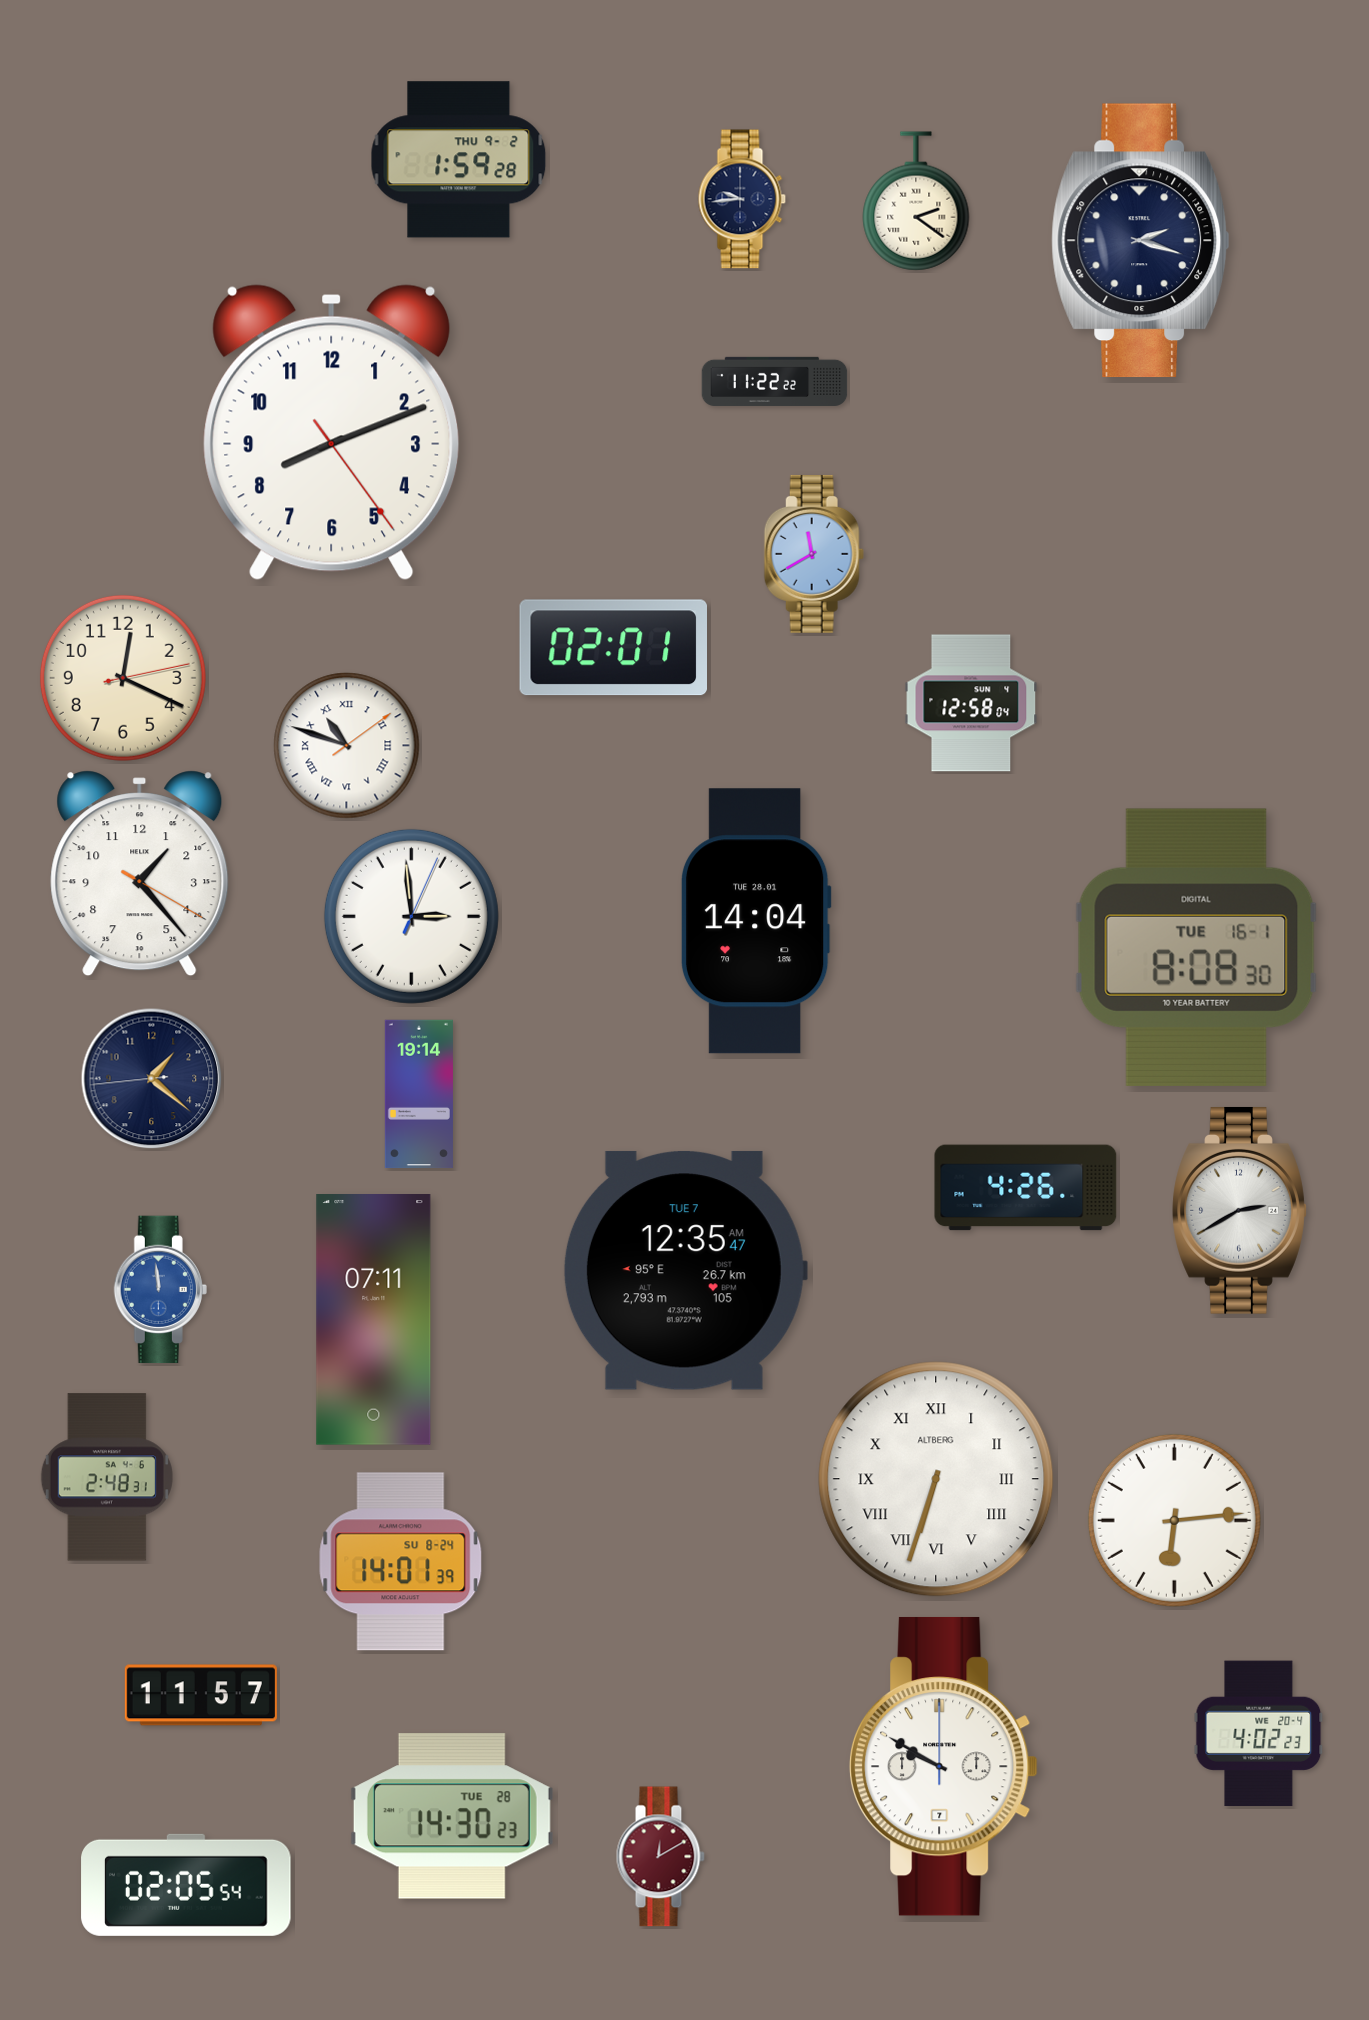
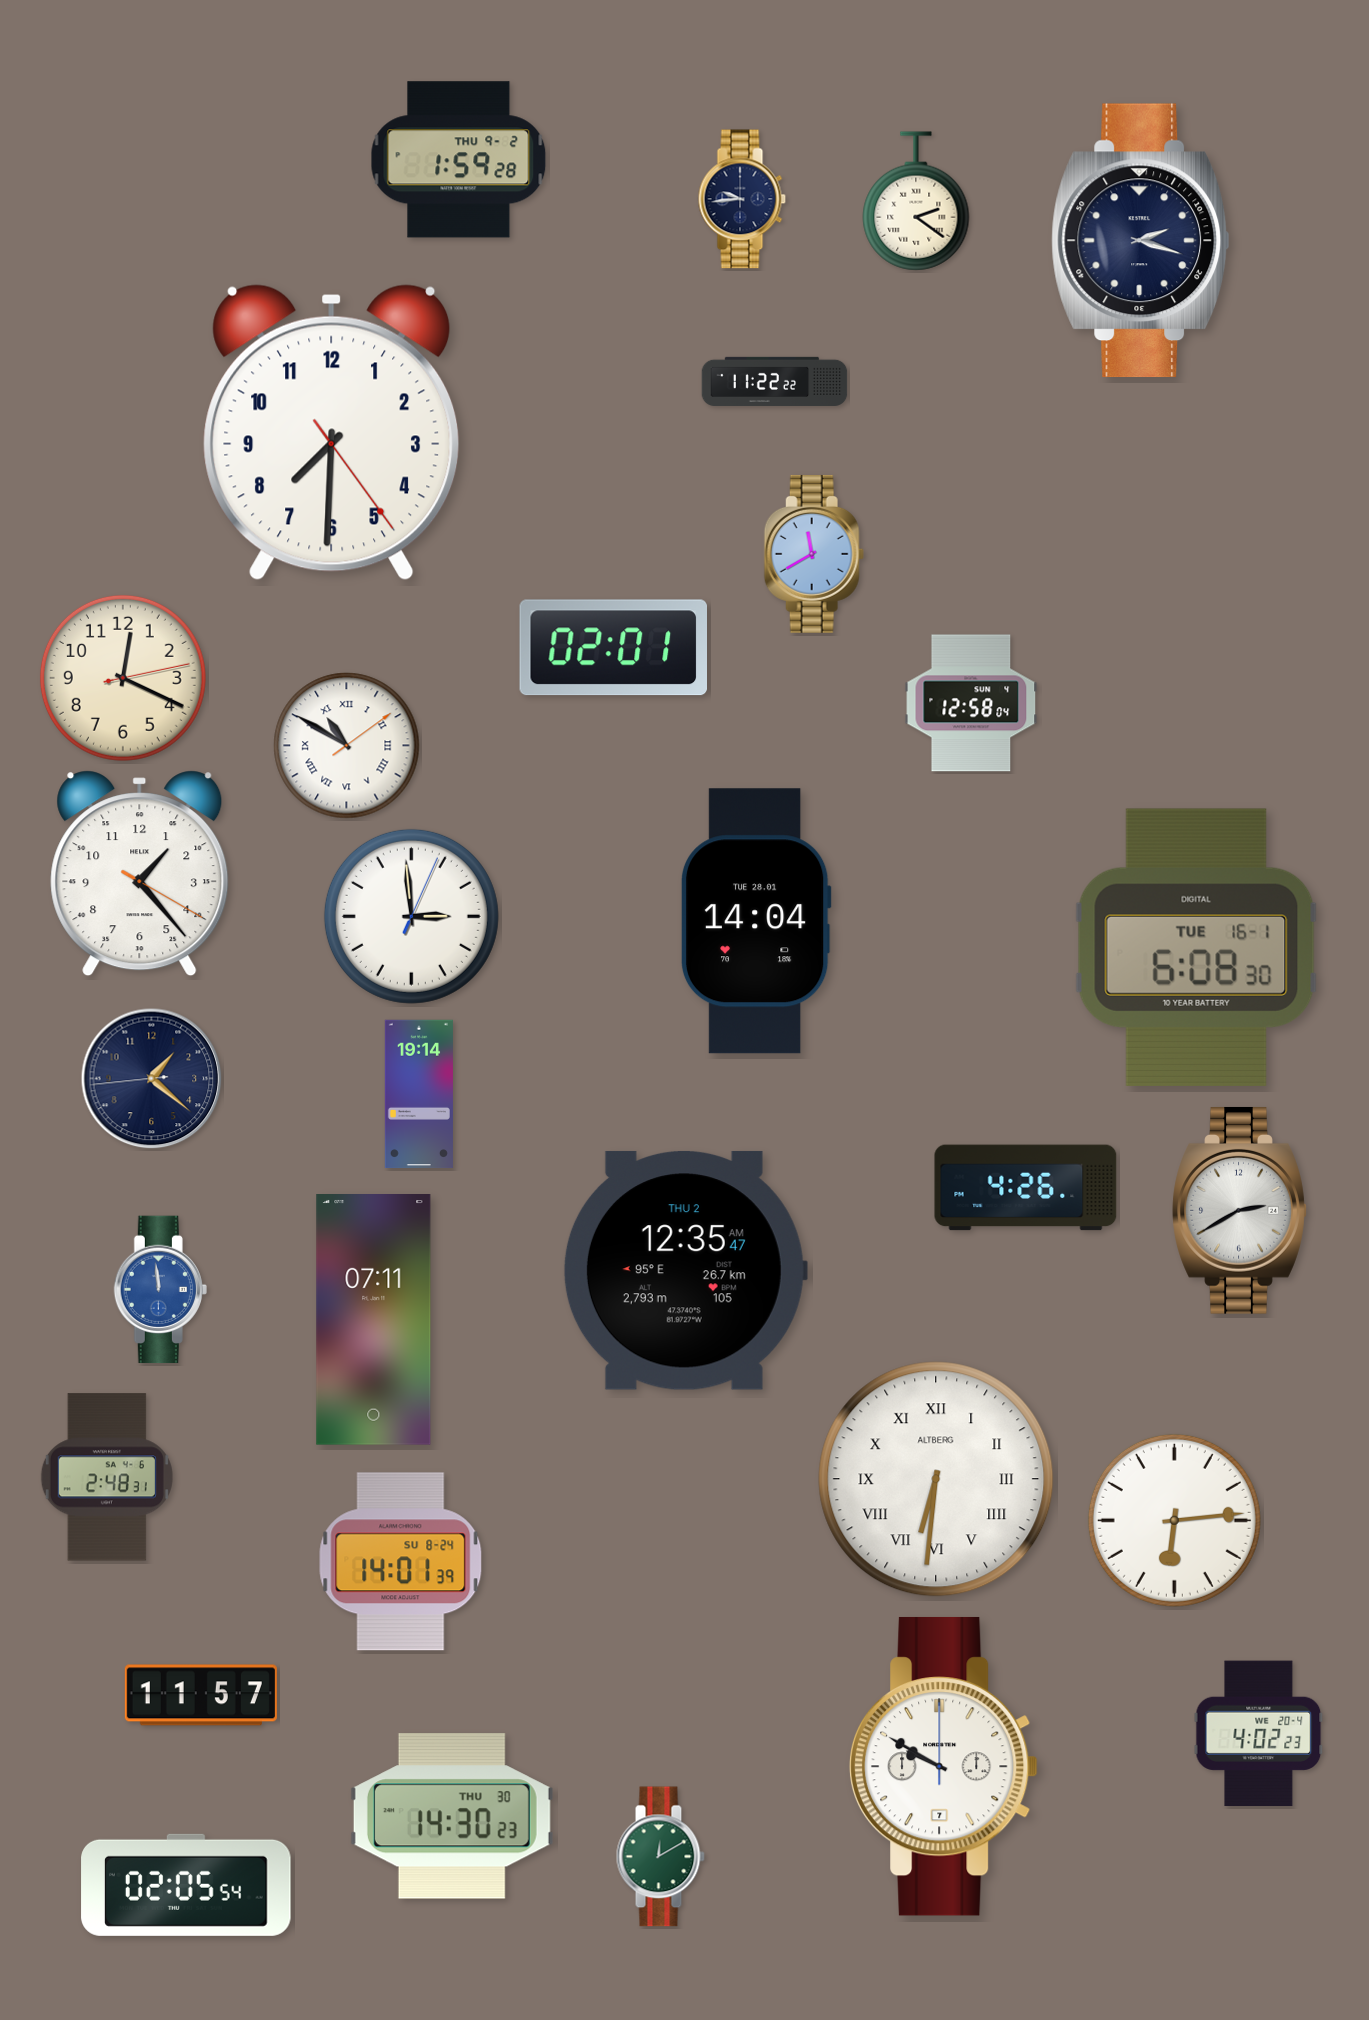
clock at (332, 433): 8:11 -> 7:30
clock at (347, 746): 10:48 -> 10:50
clock at (1197, 947): 8:08 -> 6:08
clock at (685, 1270) date: TUE 7 -> THU 2
clock at (936, 1479): 6:33 -> 6:31
clock at (452, 1816) date: TUE 28 -> THU 30
clock at (660, 1857) dial: burgundy -> green
